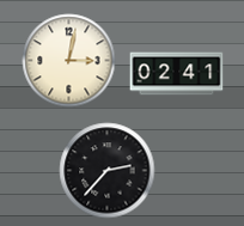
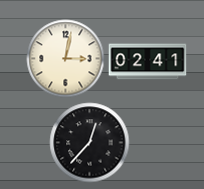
clock at (68, 60) position: (68, 60) -> (65, 58)
clock at (106, 170): 2:37 -> 12:37
